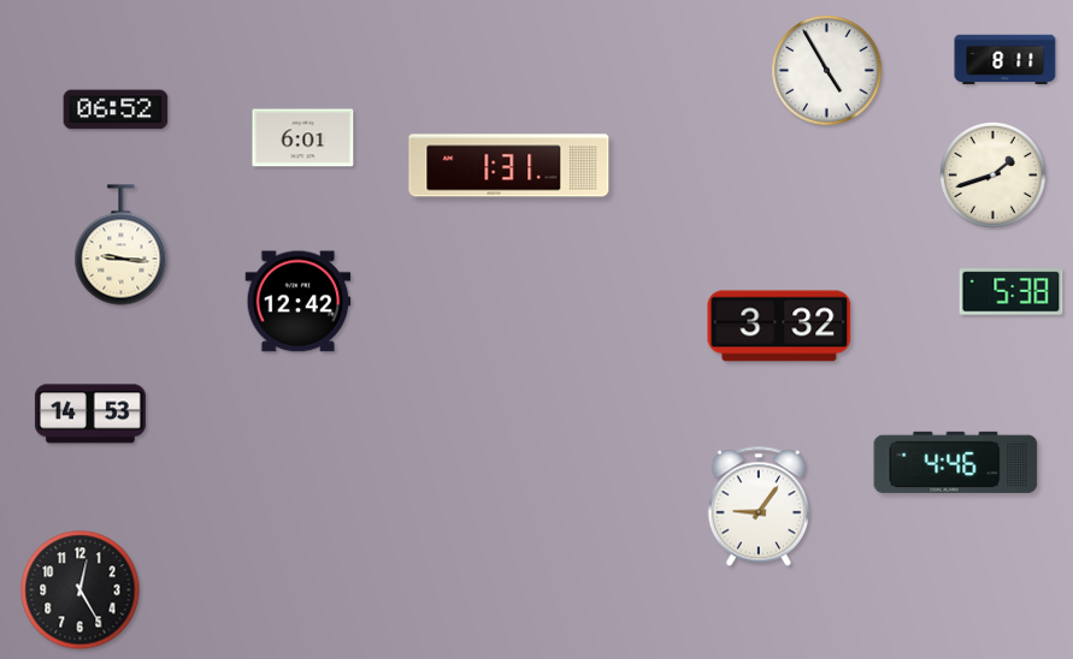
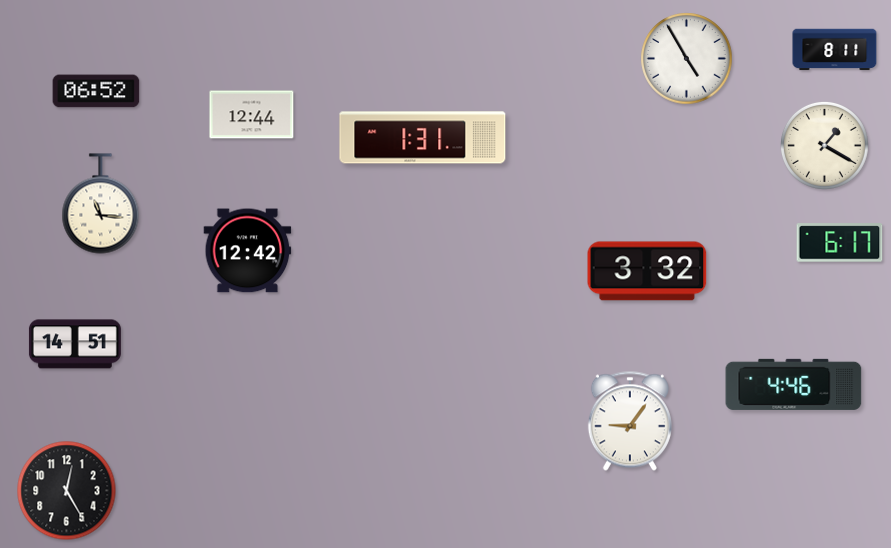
clock at (303, 138): 6:01 -> 12:44
clock at (992, 174): 1:42 -> 1:20
clock at (122, 245): 9:16 -> 11:16
clock at (1012, 292): 5:38 -> 6:17
clock at (90, 414): 14:53 -> 14:51
